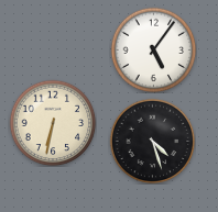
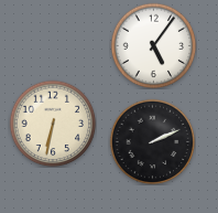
clock at (153, 49) position: (153, 49) -> (153, 45)
clock at (152, 141): 4:27 -> 2:11
